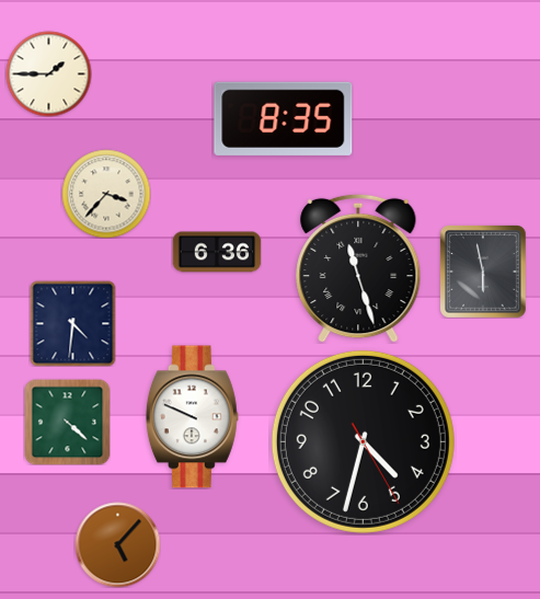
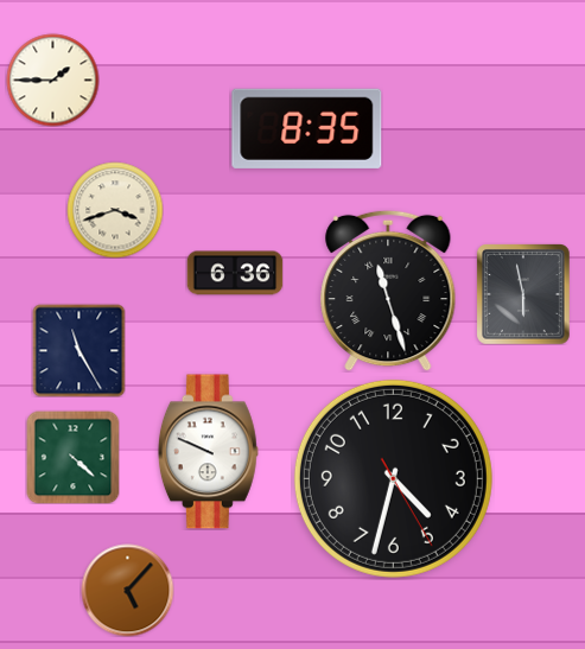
clock at (106, 194): 3:37 -> 3:42
clock at (72, 323): 4:31 -> 11:25
